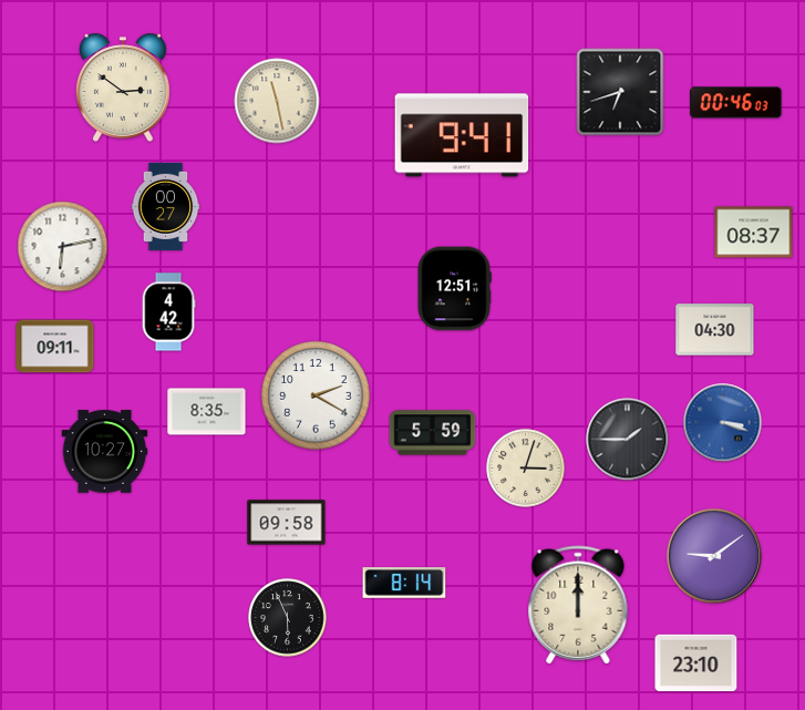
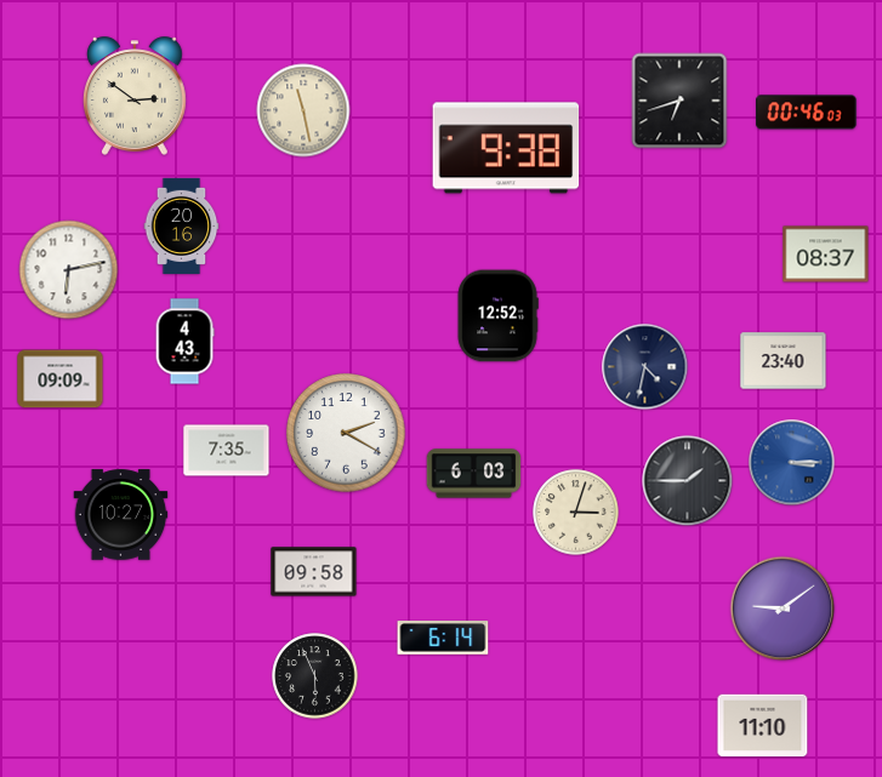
clock at (462, 135): 9:41 -> 9:38
clock at (166, 206): 00:27 -> 20:16
clock at (454, 289): 12:51 -> 12:52
clock at (168, 312): 4:42 -> 4:43
clock at (715, 330): 04:30 -> 23:40
clock at (645, 367): none -> 4:32
clock at (55, 347): 09:11 -> 09:09
clock at (207, 412): 8:35 -> 7:35
clock at (723, 423): 3:18 -> 3:15
clock at (433, 433): 5:59 -> 6:03
clock at (105, 452) position: (105, 452) -> (121, 515)
clock at (404, 583): 8:14 -> 6:14
clock at (578, 605): 12:00 -> none
clock at (696, 663): 23:10 -> 11:10
